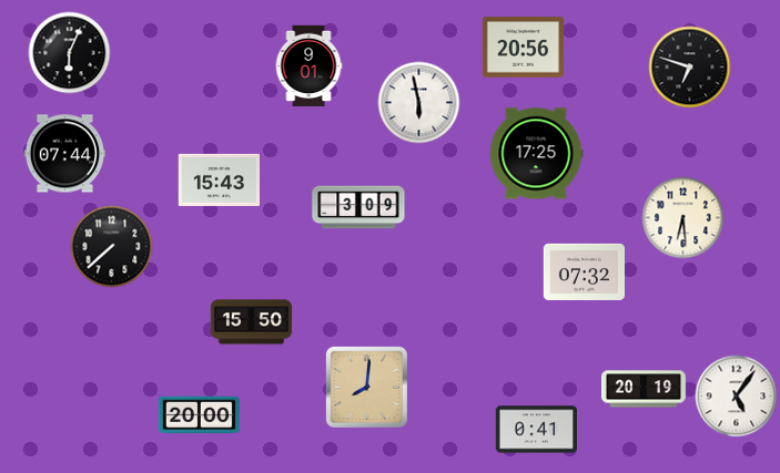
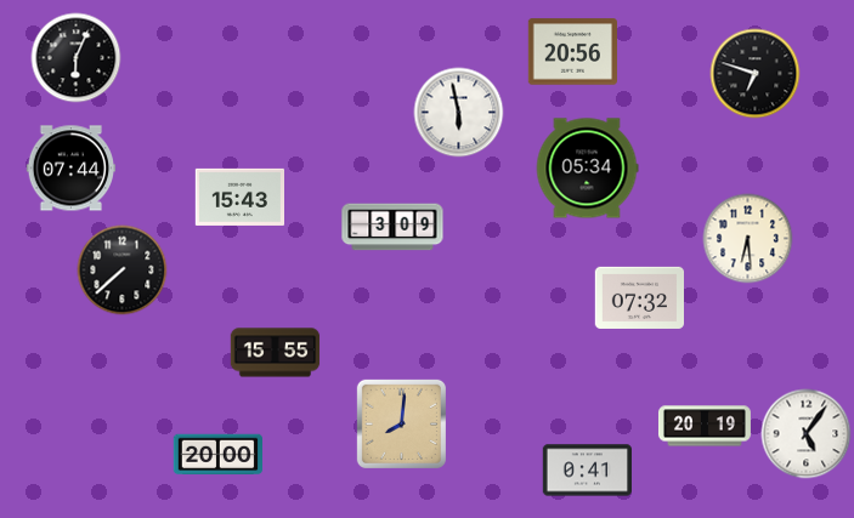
clock at (308, 66): 9:01 -> none
clock at (536, 154): 17:25 -> 05:34
clock at (252, 322): 15:50 -> 15:55
